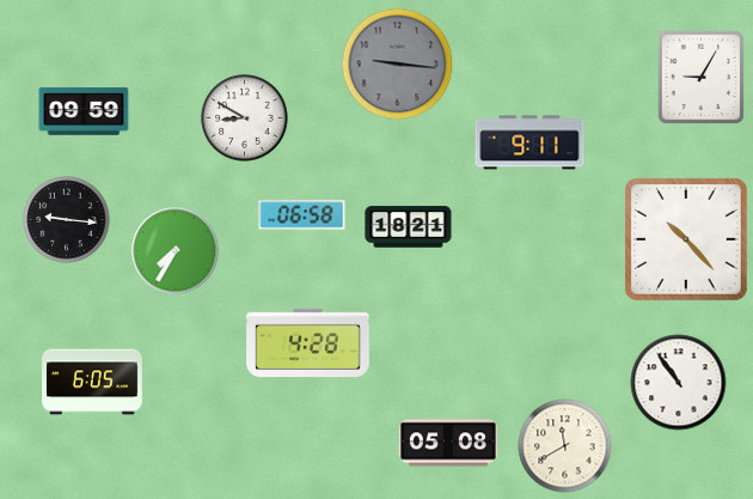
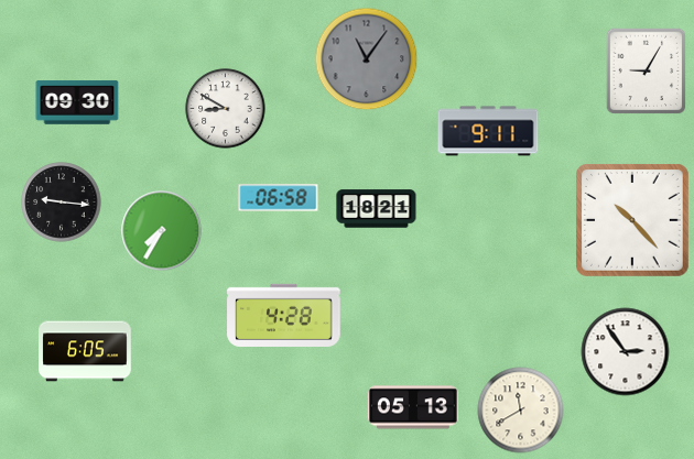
clock at (398, 65): 9:16 -> 11:06
clock at (84, 111): 09:59 -> 09:30
clock at (679, 383): 10:54 -> 2:54
clock at (448, 443): 05:08 -> 05:13
